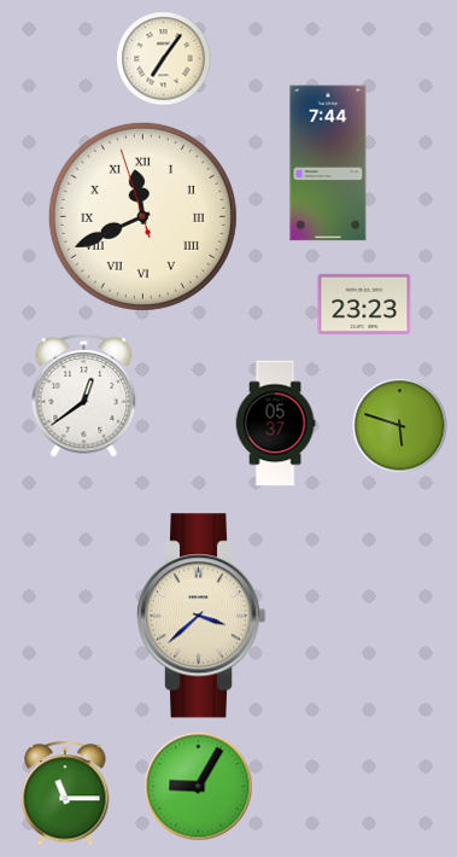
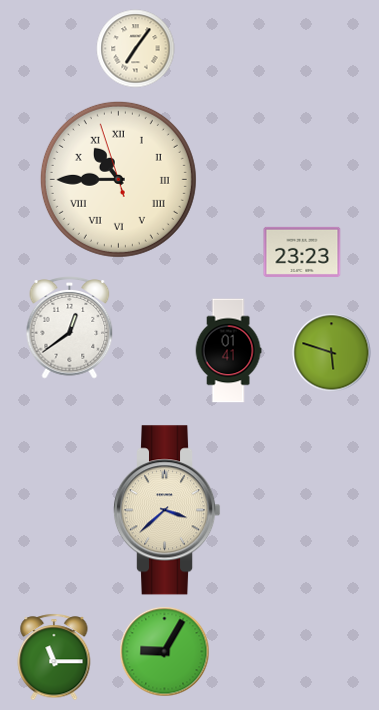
clock at (328, 163): 7:44 -> none
clock at (142, 216): 11:40 -> 10:44
clock at (275, 424): 05:37 -> 01:41
